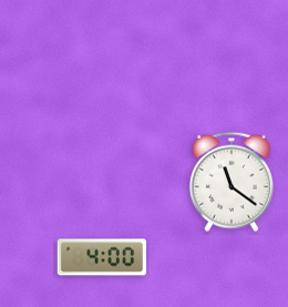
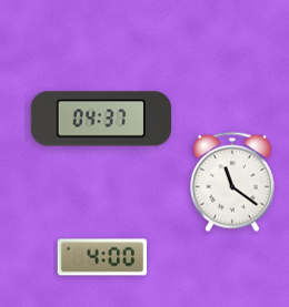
clock at (101, 119): none -> 04:37
